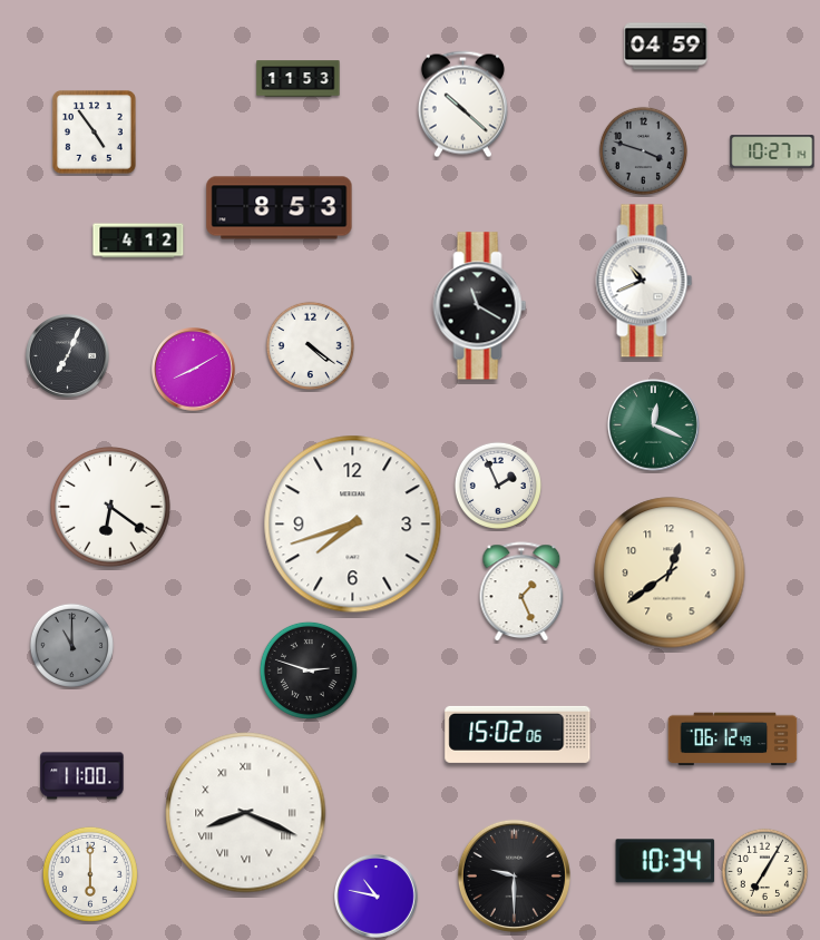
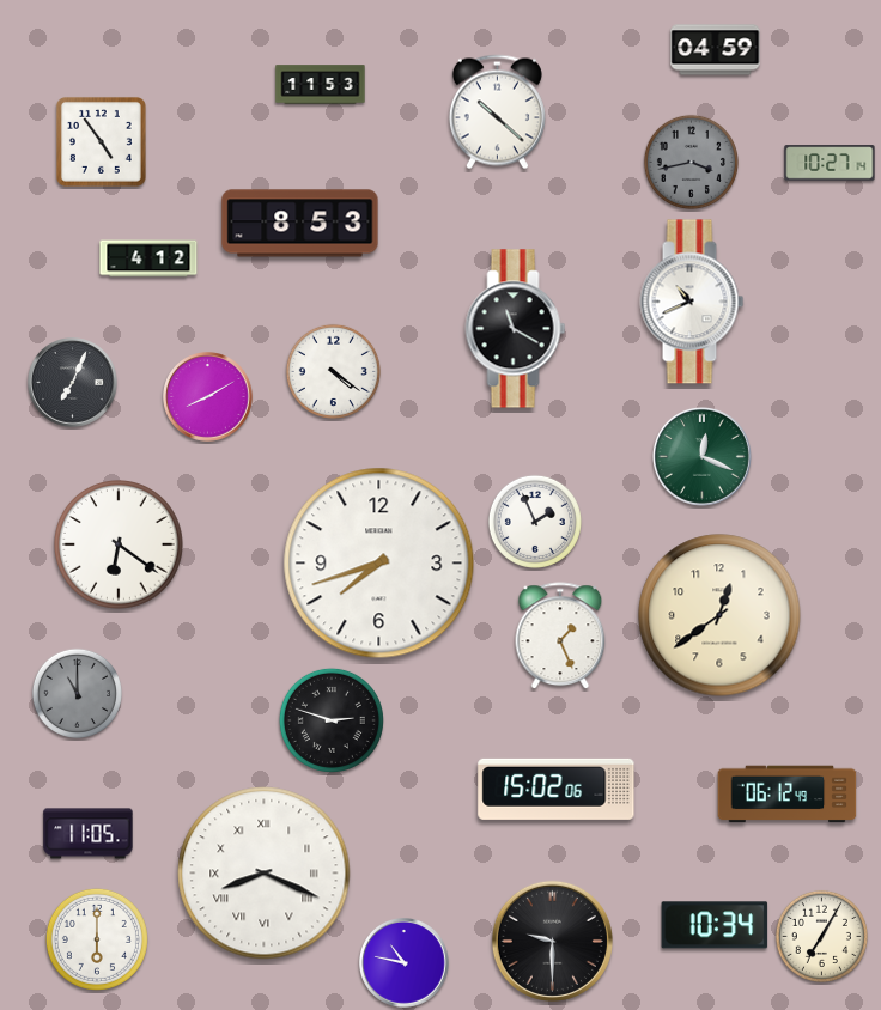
clock at (643, 150): 3:48 -> 3:43
clock at (82, 776): 11:00 -> 11:05
